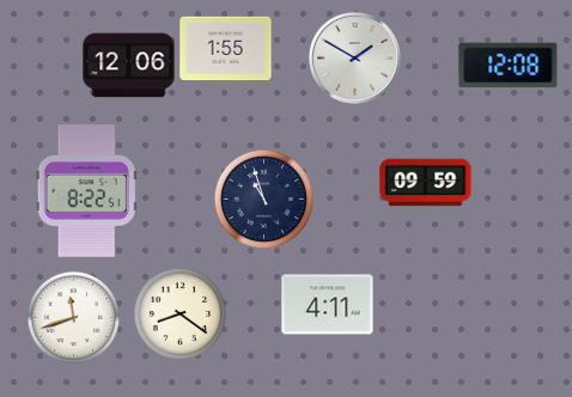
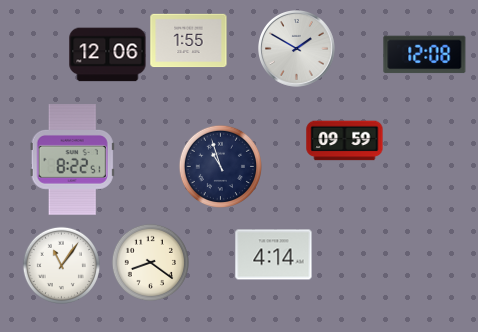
clock at (426, 183) position: (426, 183) -> (345, 141)
clock at (328, 305): 4:11 -> 4:14
clock at (73, 317): 11:42 -> 11:06
